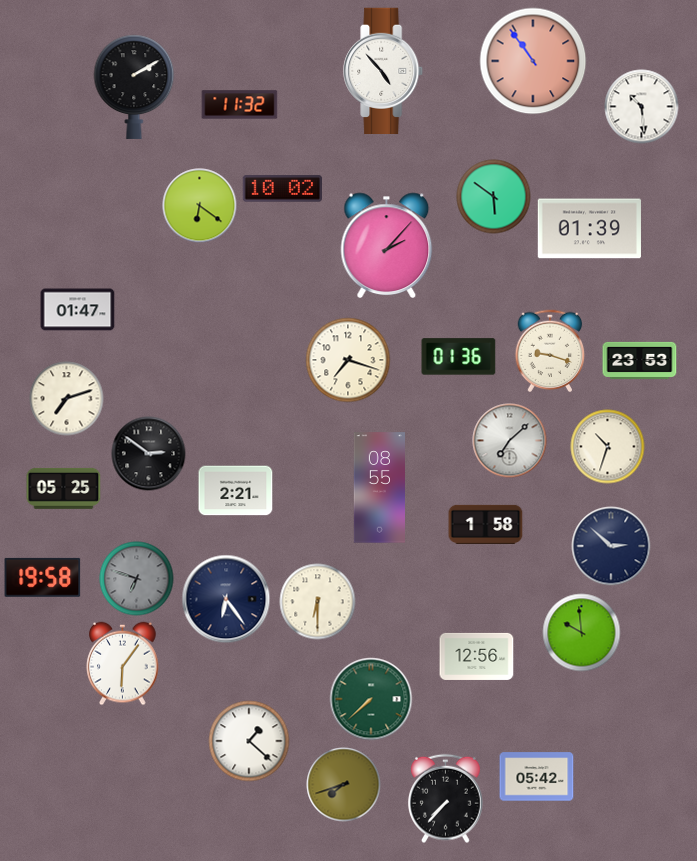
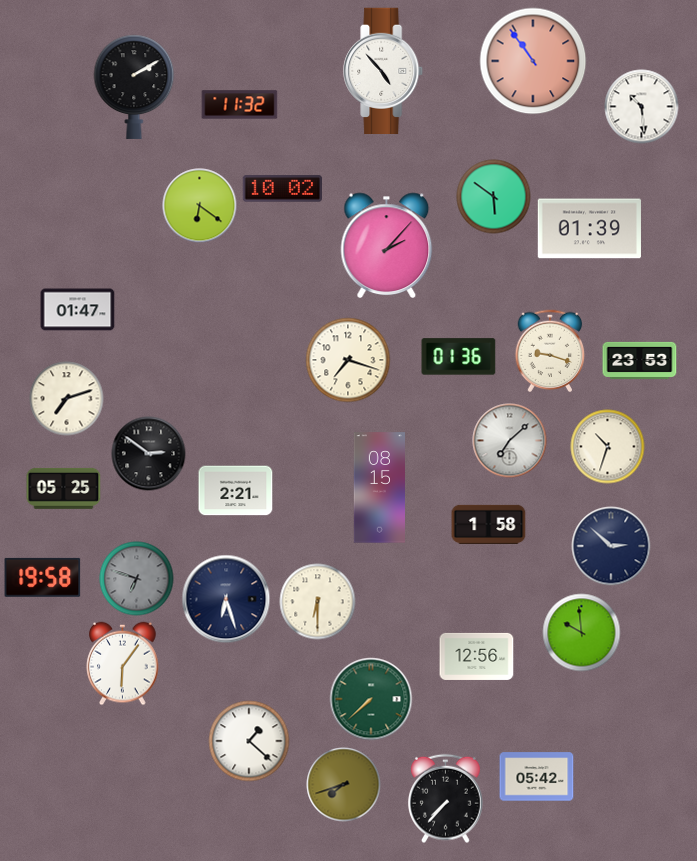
clock at (379, 488): 08:55 -> 08:15
clock at (486, 524) position: (486, 524) -> (489, 524)
clock at (226, 599): 6:24 -> 6:27
